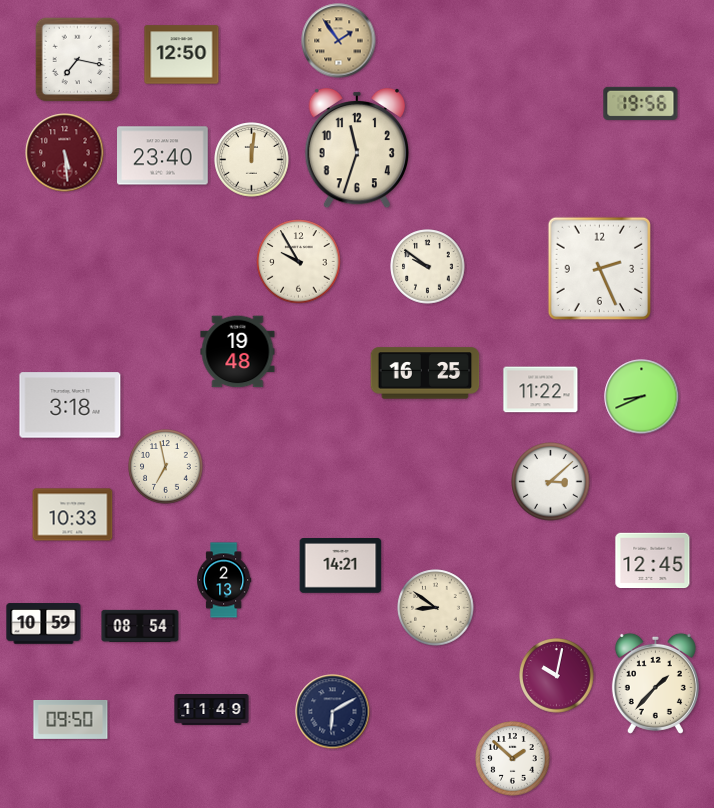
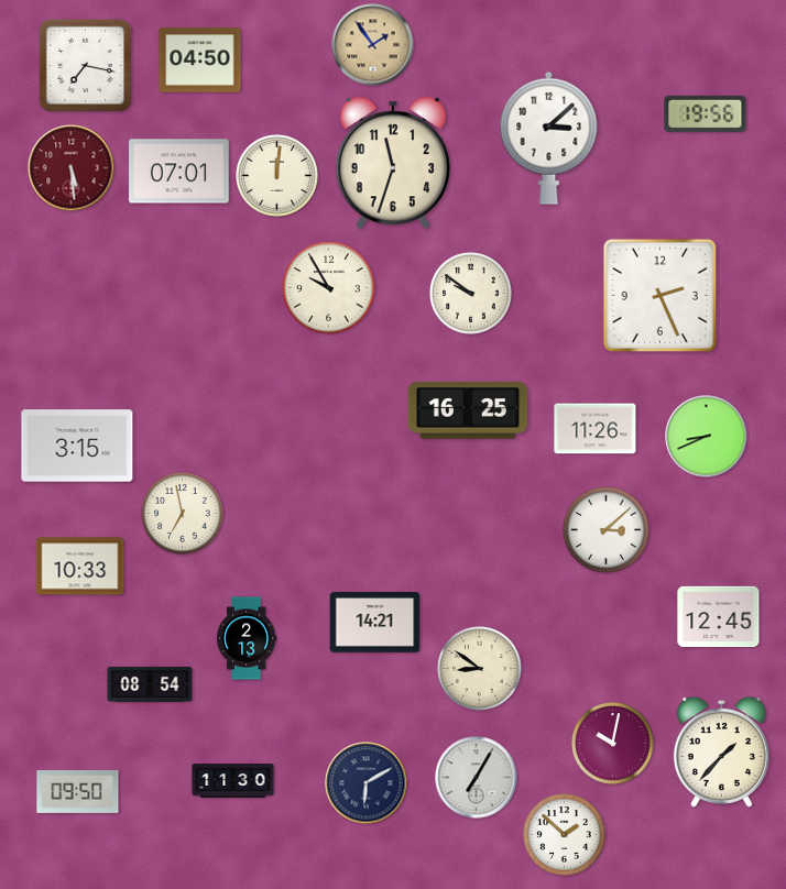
clock at (182, 55): 12:50 -> 04:50
clock at (549, 138): none -> 3:08
clock at (163, 156): 23:40 -> 07:01
clock at (238, 352): 19:48 -> none
clock at (541, 390): 11:22 -> 11:26
clock at (70, 405): 3:18 -> 3:15
clock at (44, 624): 10:59 -> none
clock at (140, 626) position: (140, 626) -> (150, 684)
clock at (477, 778): none -> 7:05
clock at (212, 710): 11:49 -> 11:30
